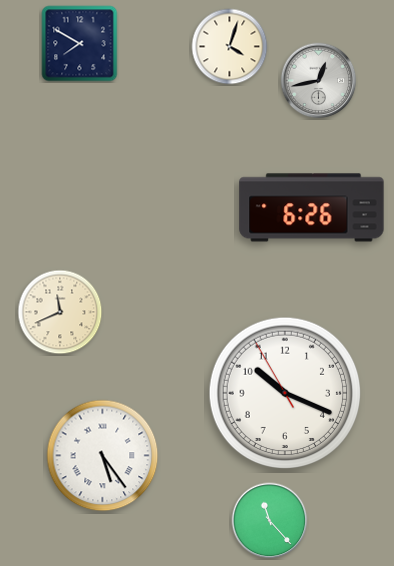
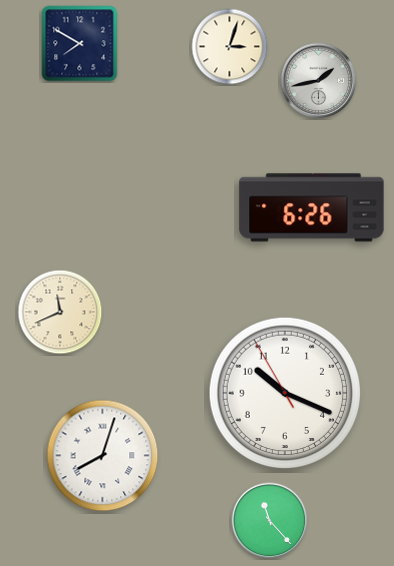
clock at (230, 47): 4:03 -> 3:03
clock at (319, 81): 12:43 -> 1:43
clock at (103, 456): 5:24 -> 8:03
